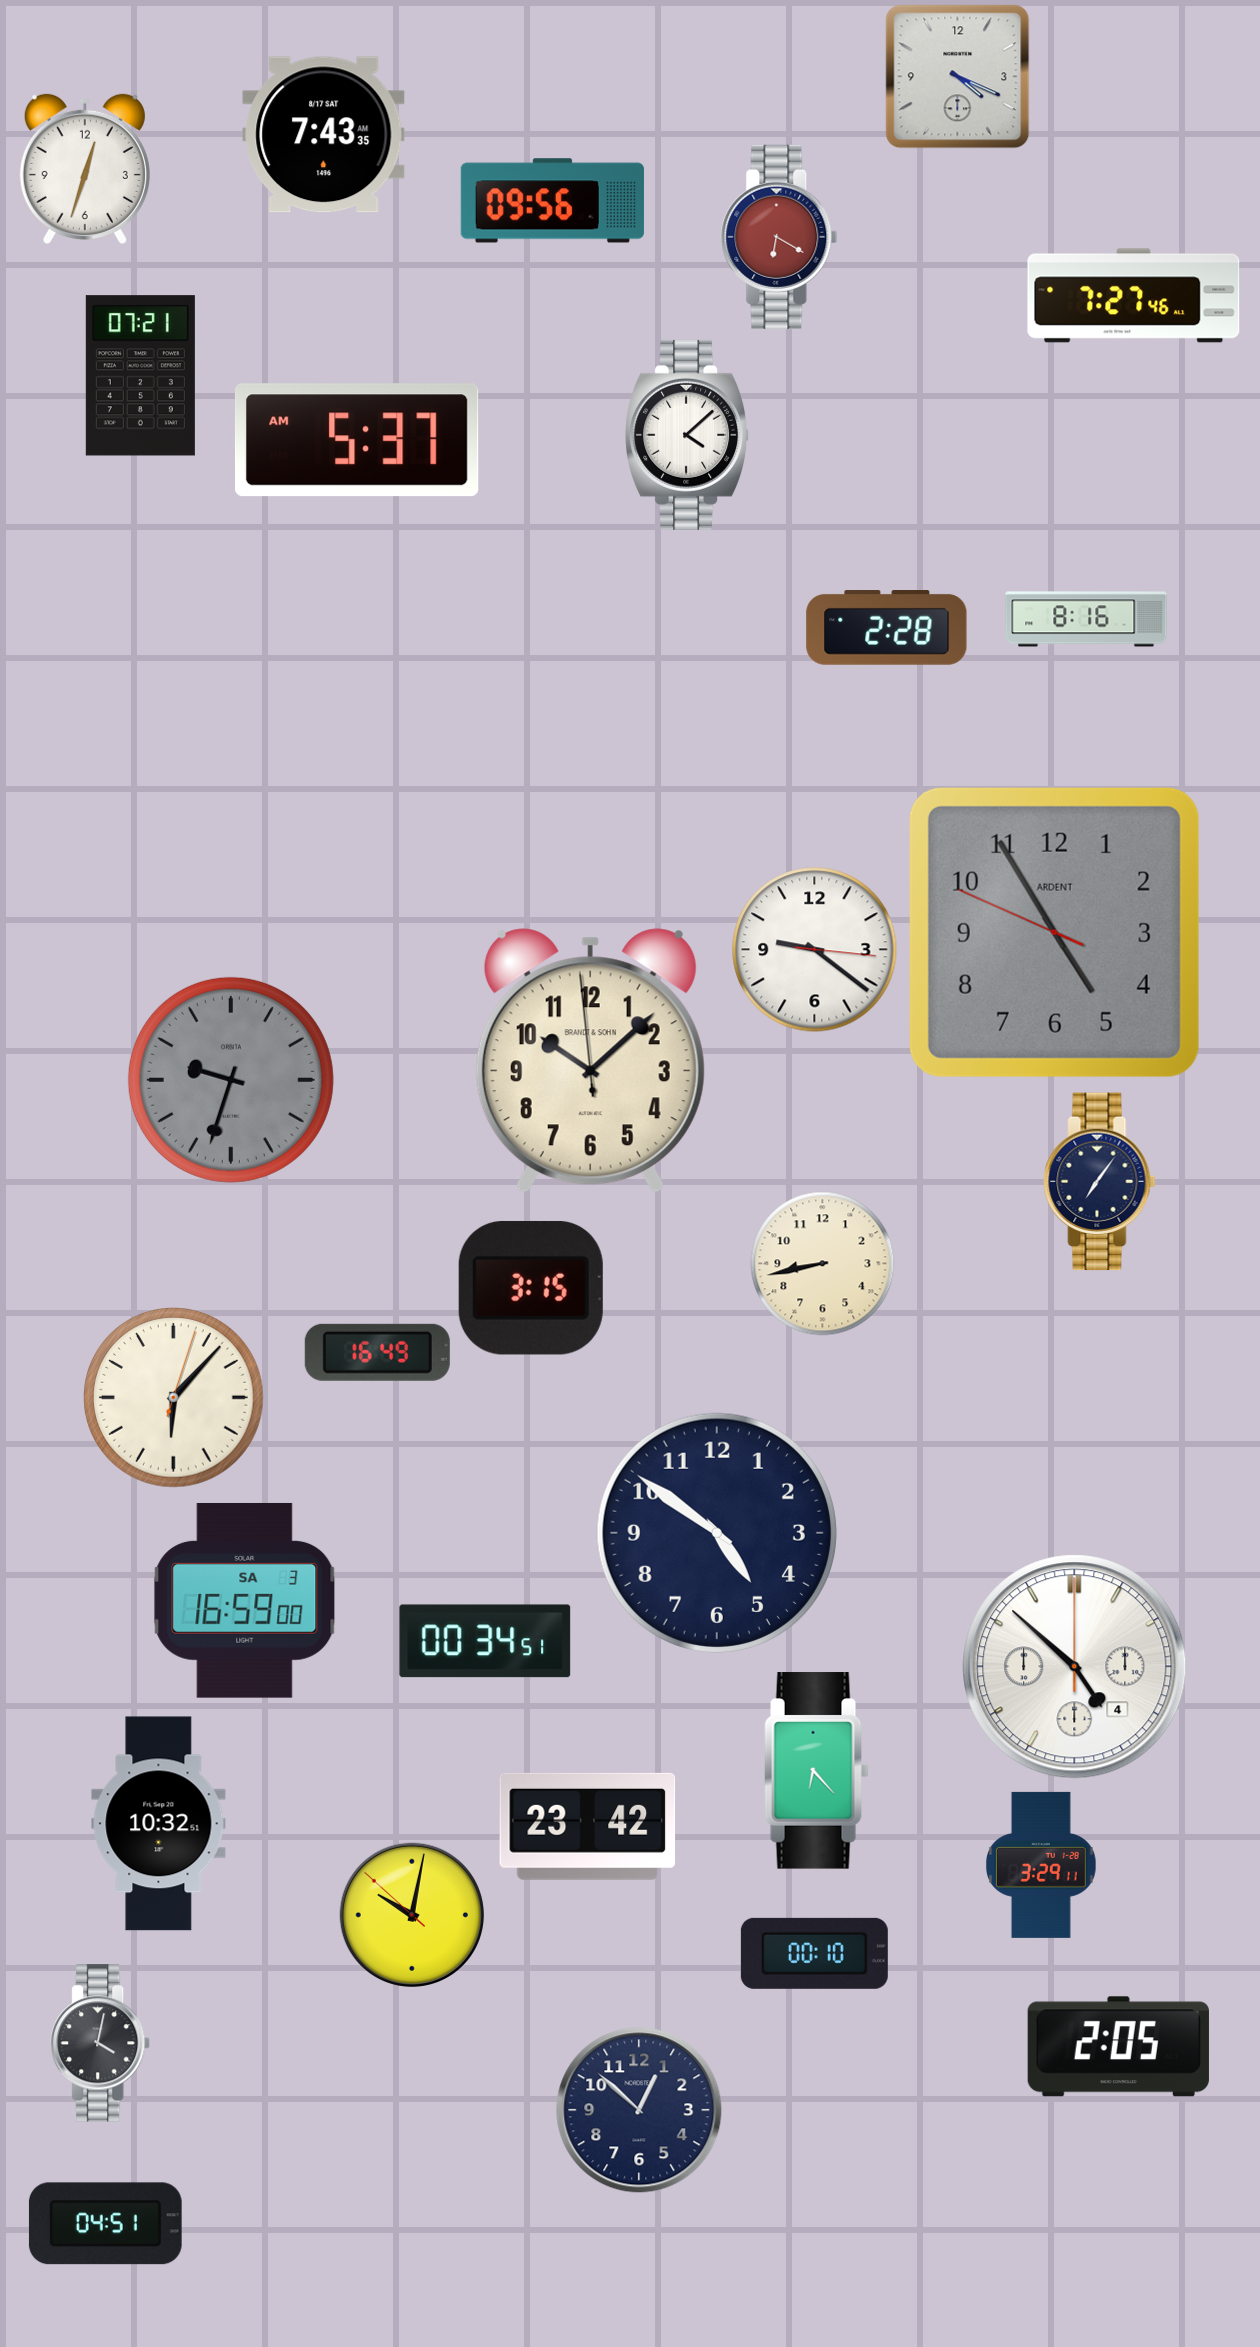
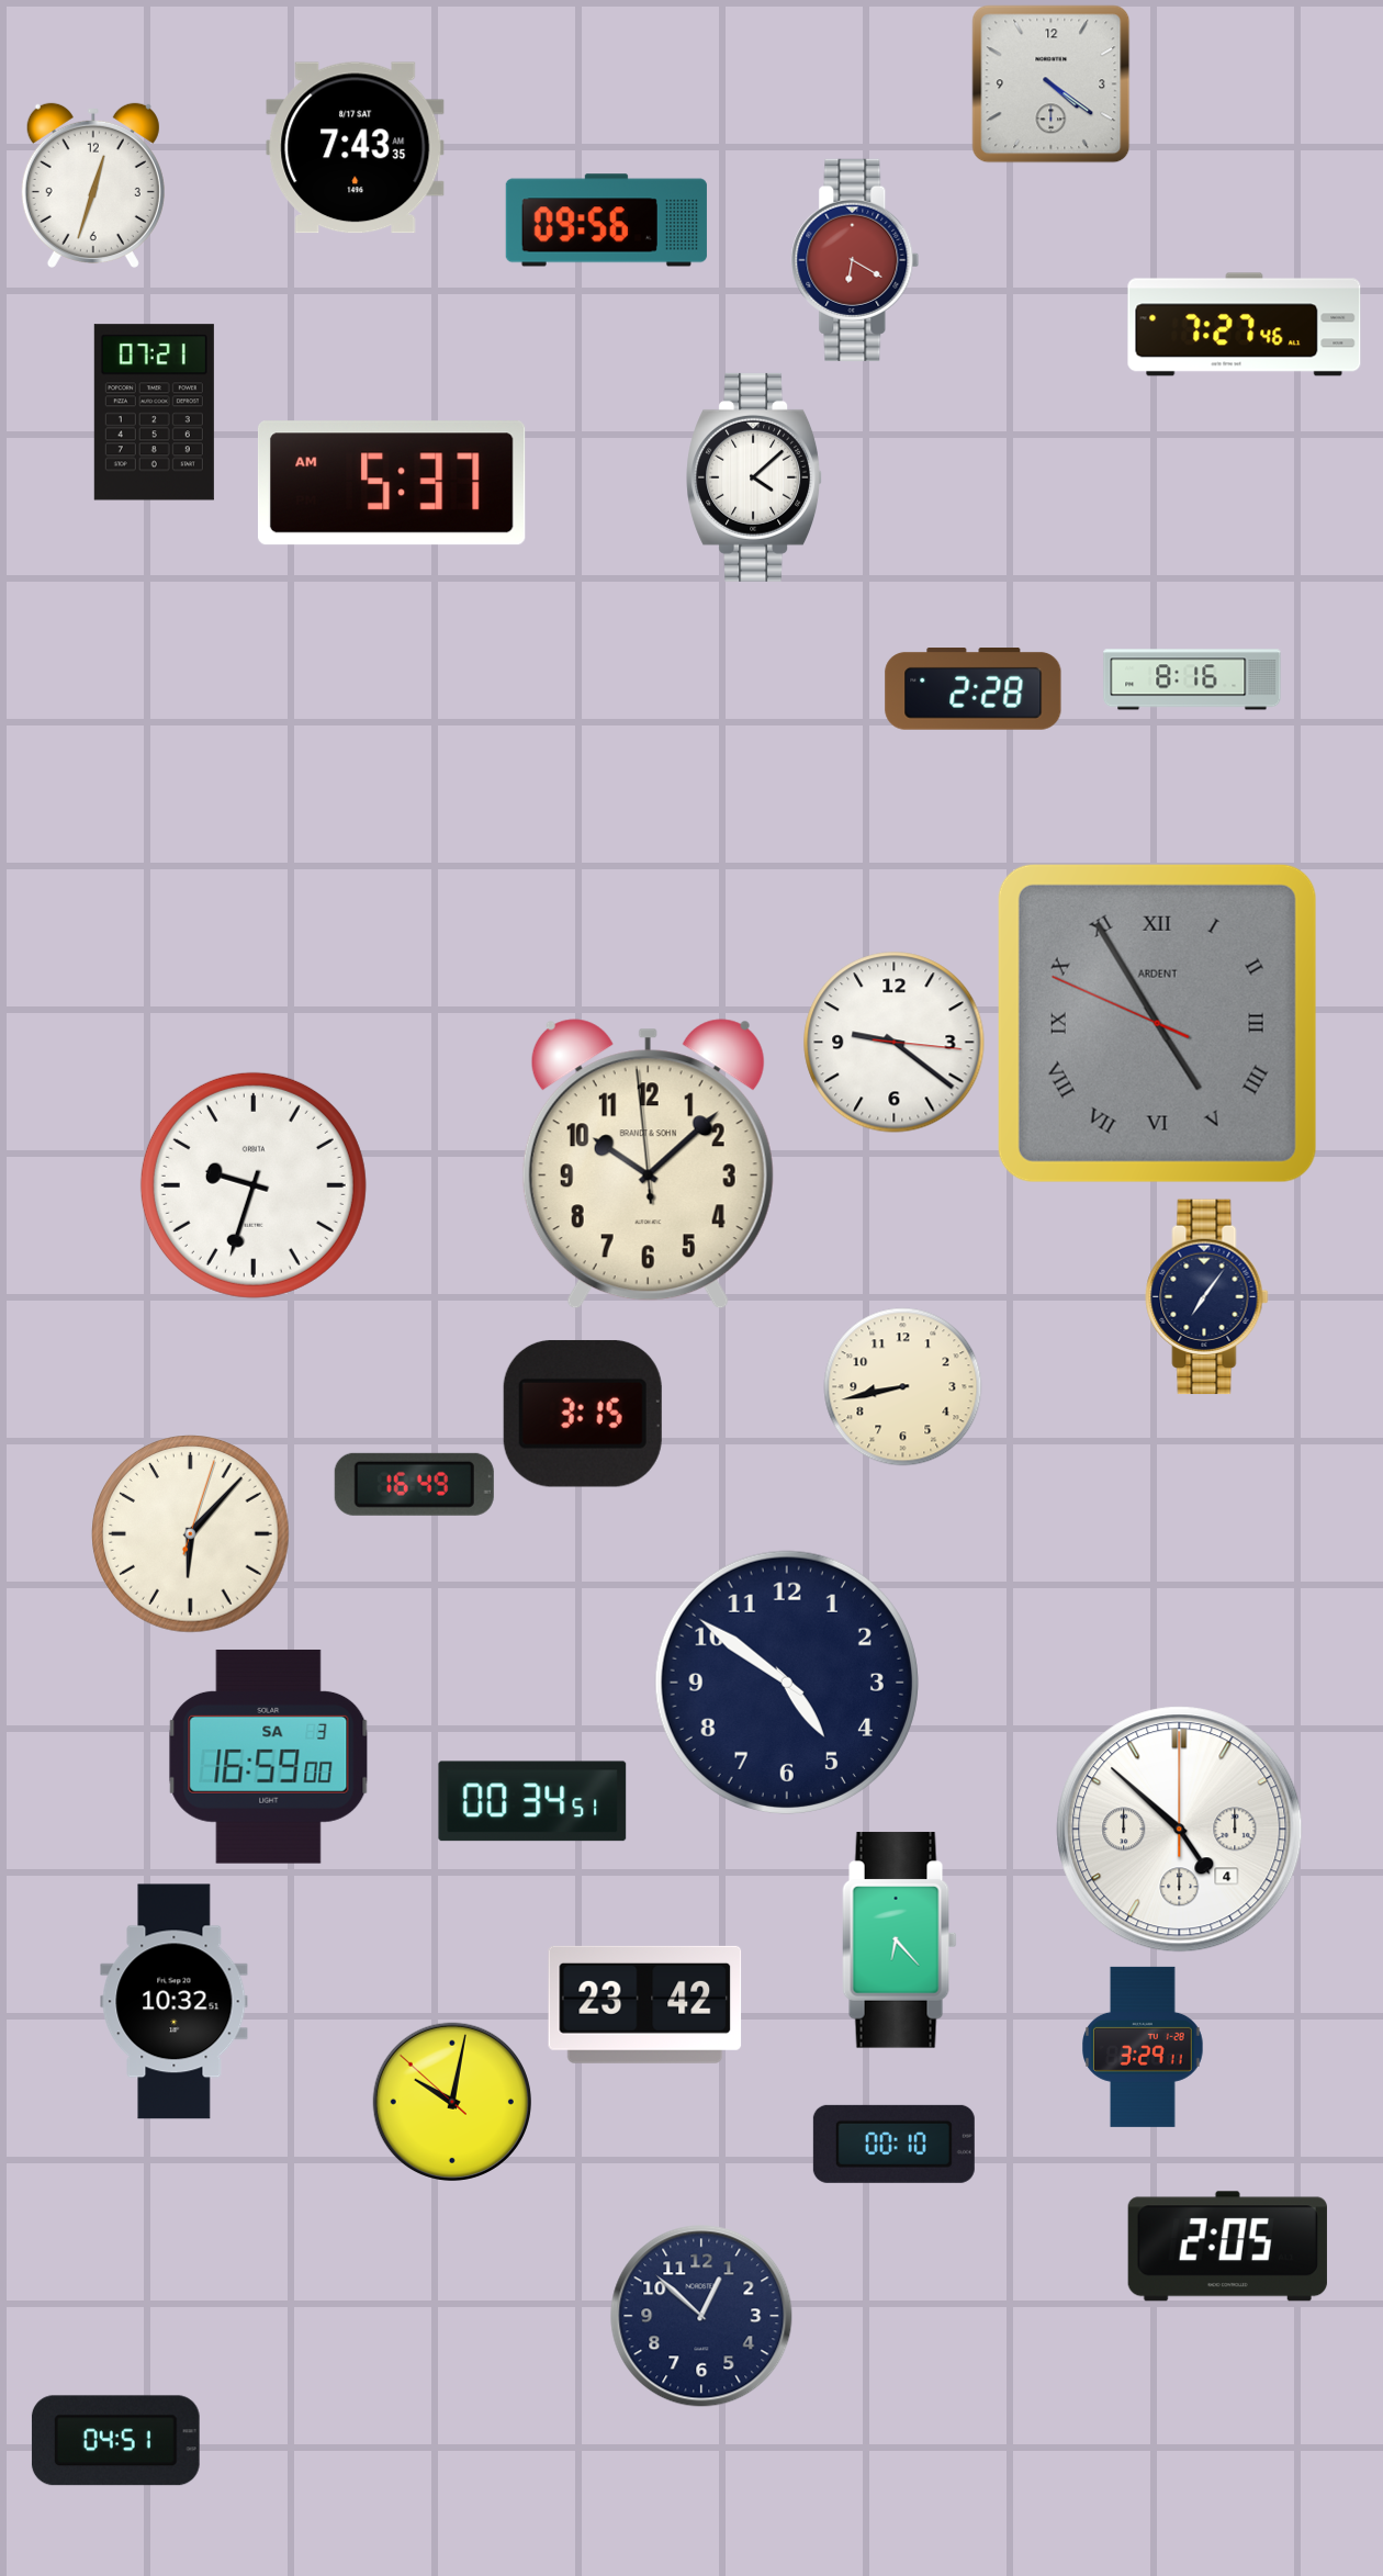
clock at (958, 77): 4:19 -> 4:21
clock at (1054, 932) numerals: Arabic -> Roman
clock at (231, 1080) dial: grey -> white
clock at (817, 1771) position: (817, 1771) -> (900, 1941)
clock at (101, 2043): 4:02 -> none
